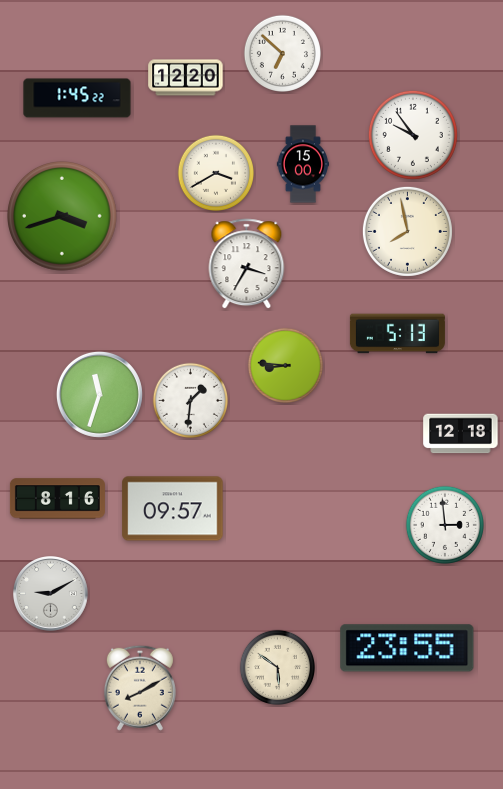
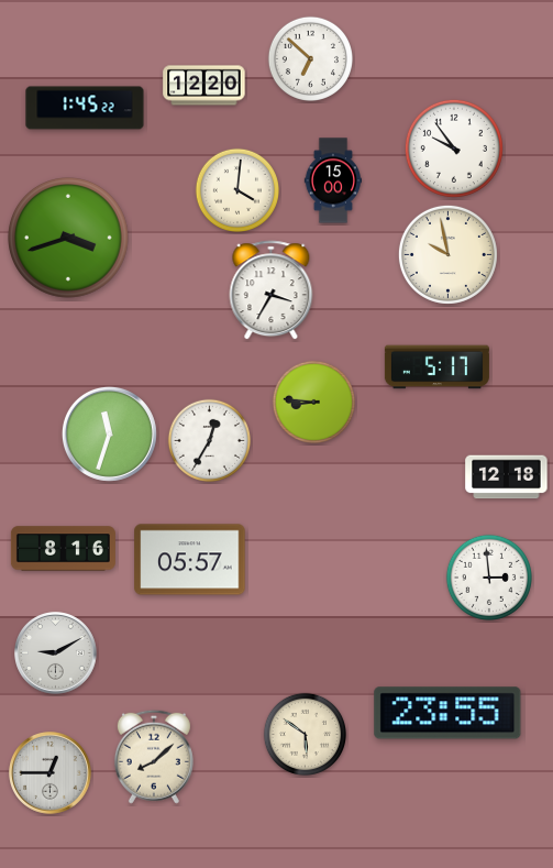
clock at (215, 172): 3:40 -> 4:01
clock at (407, 231): 7:58 -> 9:58
clock at (397, 334): 5:13 -> 5:17
clock at (190, 400): 1:31 -> 12:35
clock at (173, 509): 09:57 -> 05:57
clock at (140, 688): 8:10 -> 8:08
clock at (51, 773): none -> 12:45
